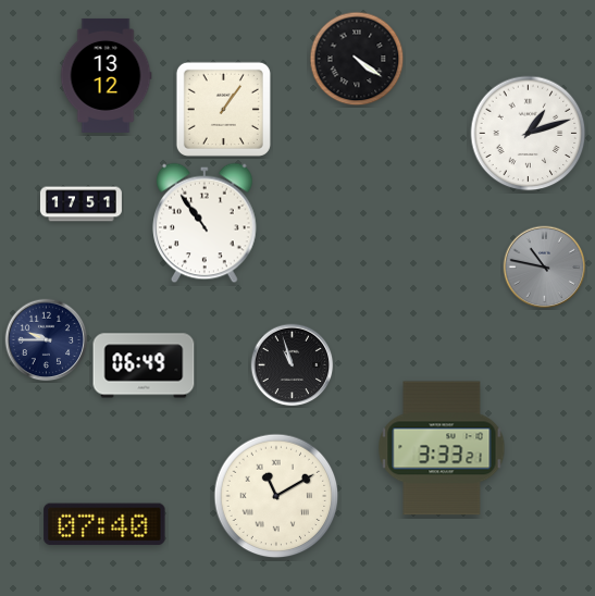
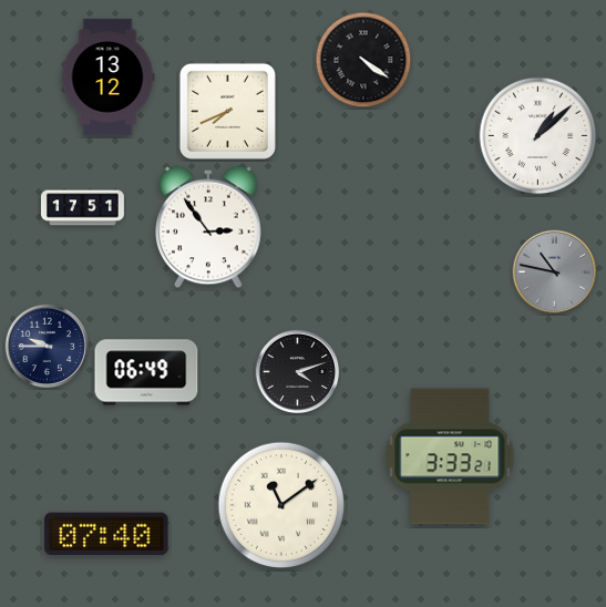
clock at (223, 109): 1:06 -> 7:41
clock at (529, 134): 1:12 -> 1:08
clock at (204, 223): 10:54 -> 2:54
clock at (293, 365): 10:57 -> 4:12
clock at (276, 496): 11:10 -> 11:09
